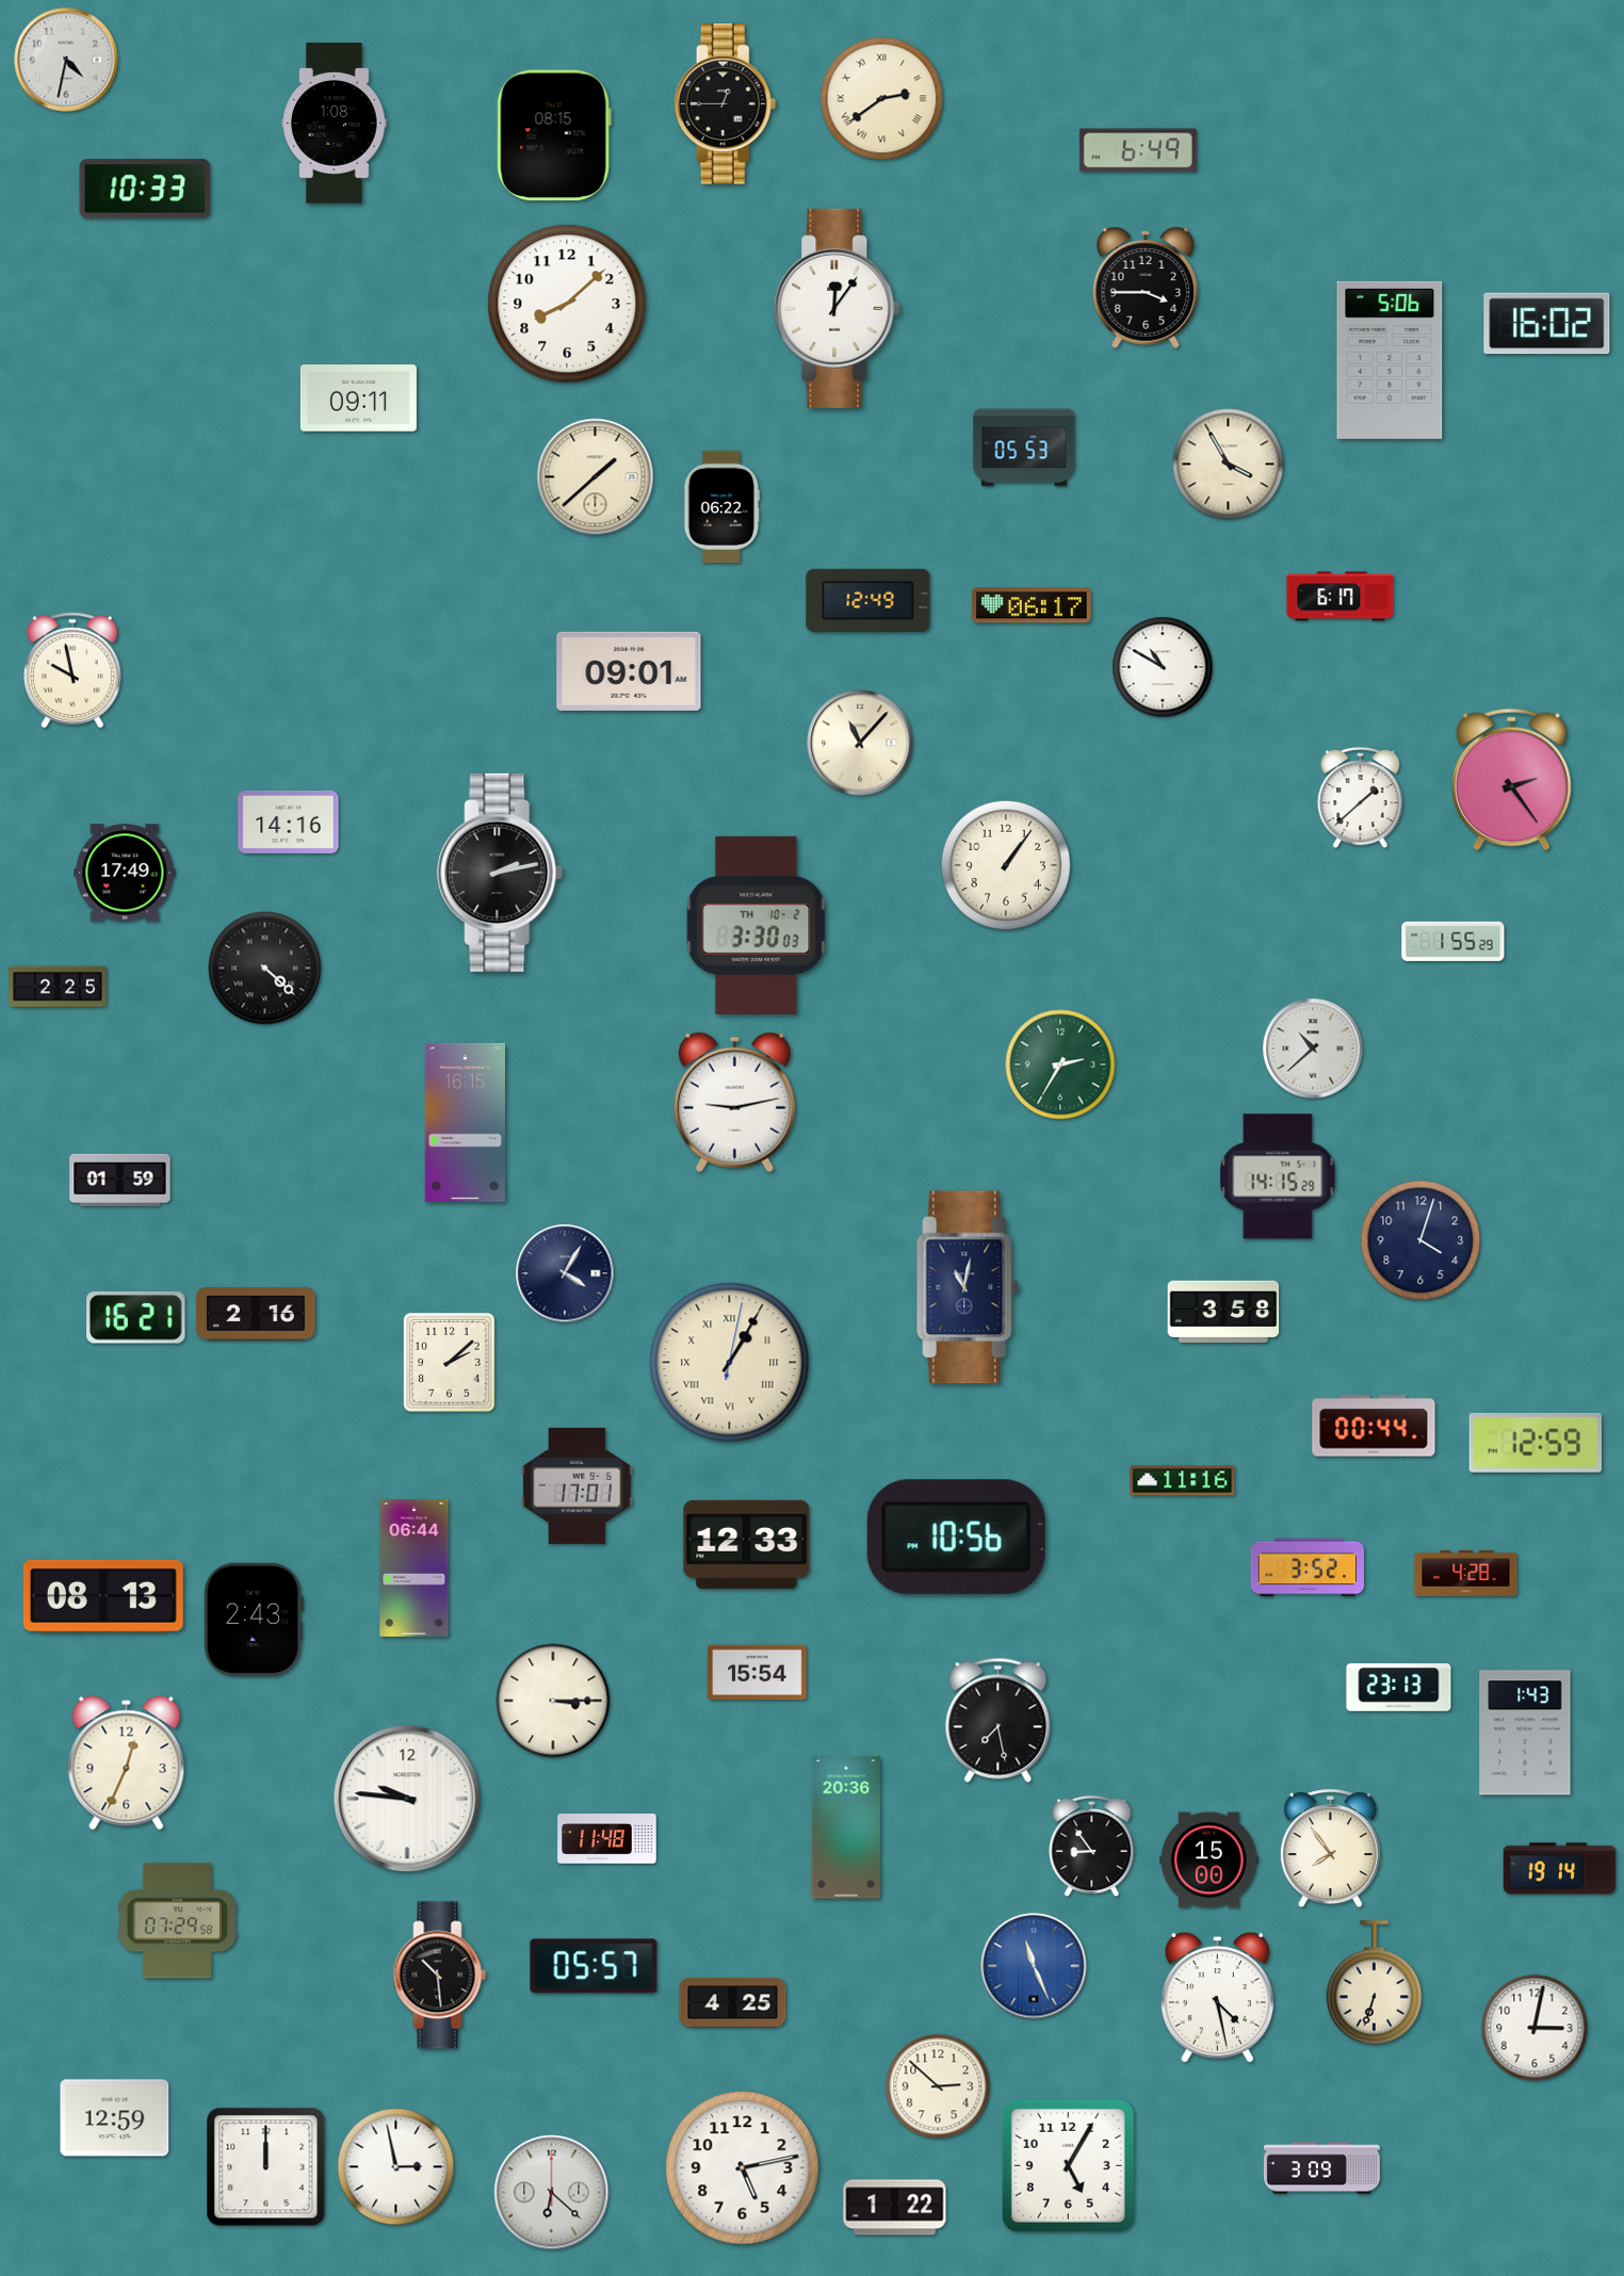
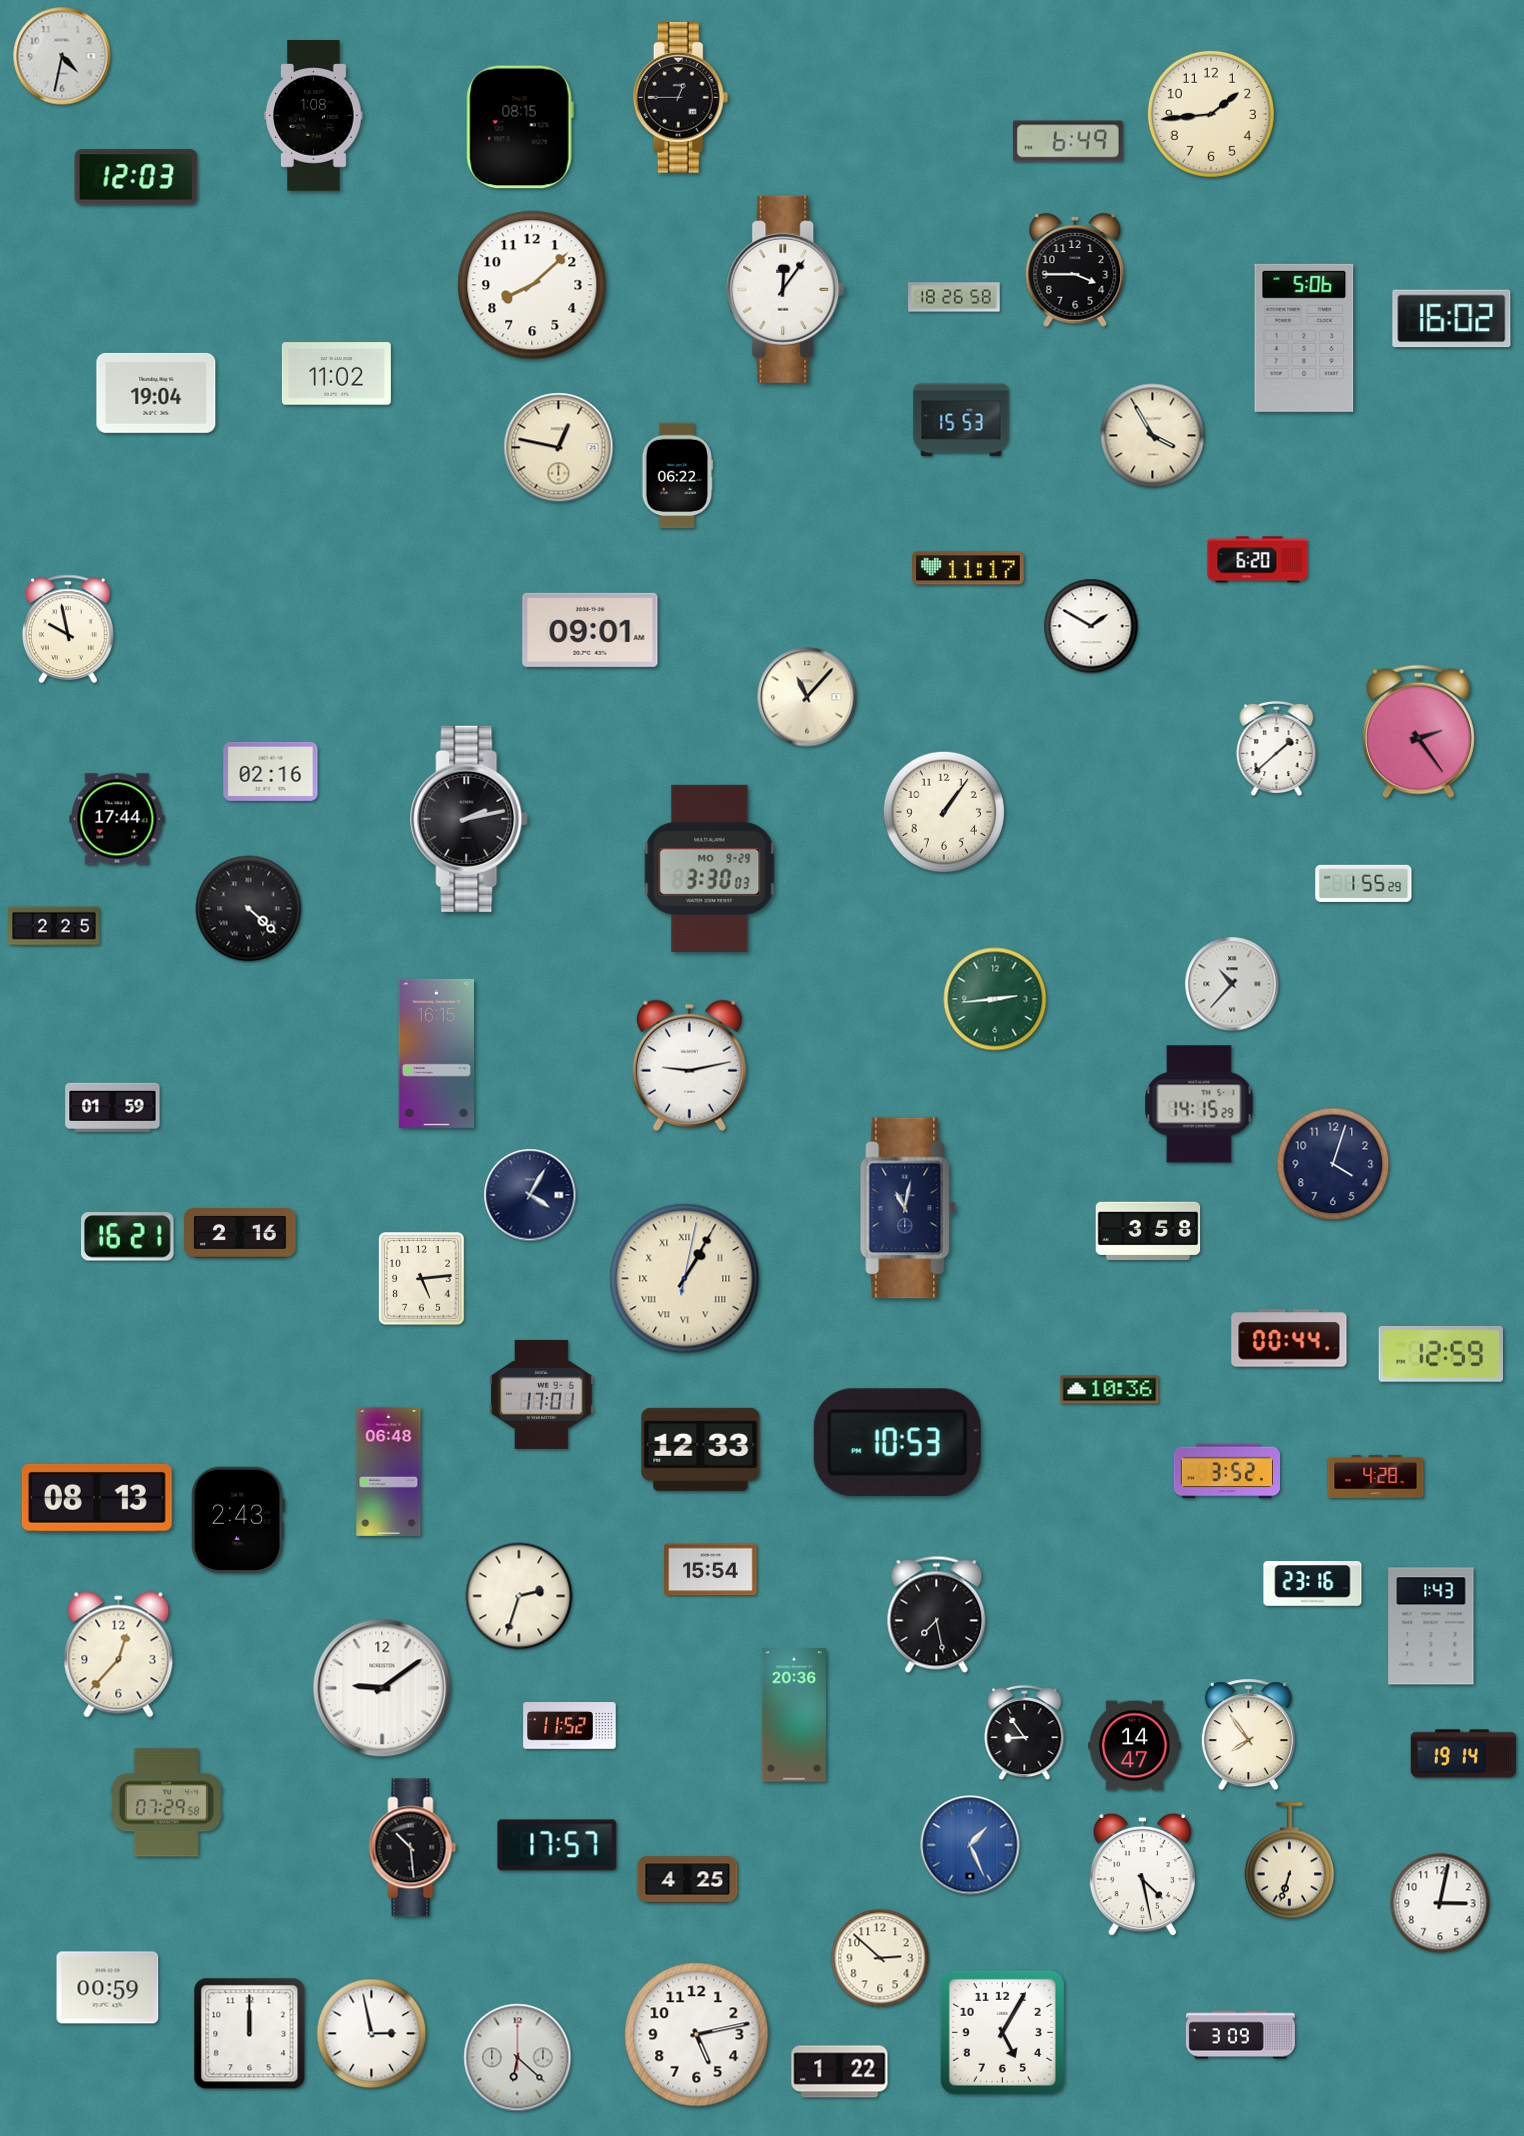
clock at (882, 99): 2:39 -> none
clock at (1211, 114): none -> 1:44
clock at (145, 189): 10:33 -> 12:03
clock at (954, 297): none -> 18:26
clock at (1547, 324) position: (1547, 324) -> (1452, 319)
clock at (358, 399): 09:11 -> 11:02
clock at (156, 393): none -> 19:04
clock at (1024, 448): 05:53 -> 15:53
clock at (596, 477): 1:38 -> 12:47
clock at (1341, 597): 6:17 -> 6:20
clock at (868, 600): 12:49 -> none
clock at (1032, 605): 06:17 -> 11:17
clock at (1163, 667): 10:50 -> 1:50
clock at (289, 822): 14:16 -> 02:16
clock at (125, 873): 17:49 -> 17:44
clock at (757, 925) date: TH 10-2 -> MO 9-29
clock at (1313, 1048): 10:38 -> 10:37
clock at (1060, 1064): 2:35 -> 2:44
clock at (734, 1102) position: (734, 1102) -> (689, 1065)
clock at (450, 1363): 2:08 -> 5:14
clock at (1183, 1481): 11:16 -> 10:36
clock at (956, 1538): 10:56 -> 10:53
clock at (415, 1567): 06:44 -> 06:48
clock at (1399, 1688): 23:13 -> 23:16
clock at (553, 1701): 3:15 -> 2:33
clock at (127, 1763): 12:34 -> 12:37
clock at (407, 1799): 9:46 -> 9:09
clock at (607, 1839): 11:48 -> 11:52
clock at (1209, 1860): 15:00 -> 14:47
clock at (594, 1966): 05:57 -> 17:57
clock at (1034, 1966): 11:26 -> 1:26
clock at (440, 1976) position: (440, 1976) -> (413, 1848)
clock at (115, 2118): 12:59 -> 00:59
